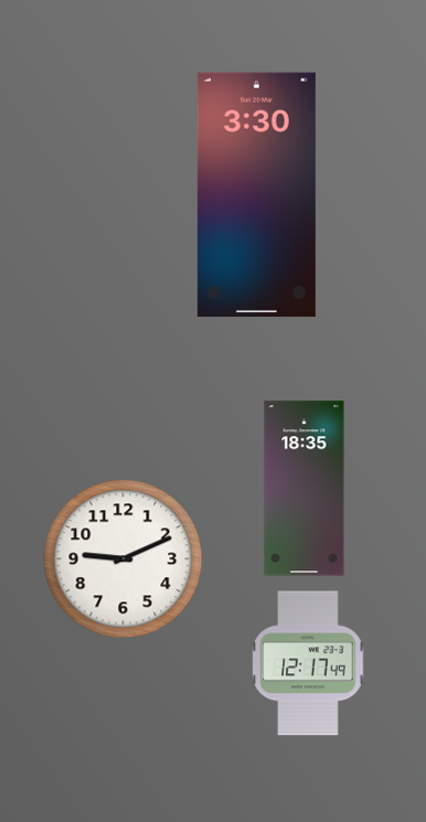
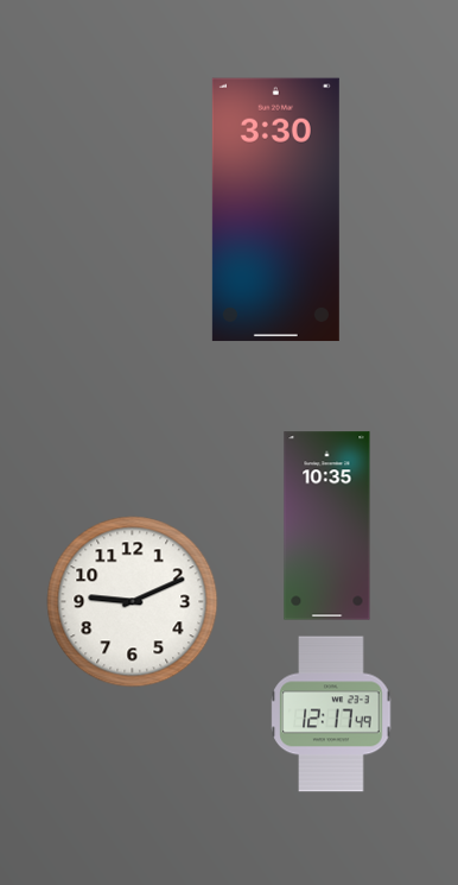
clock at (305, 489): 18:35 -> 10:35
